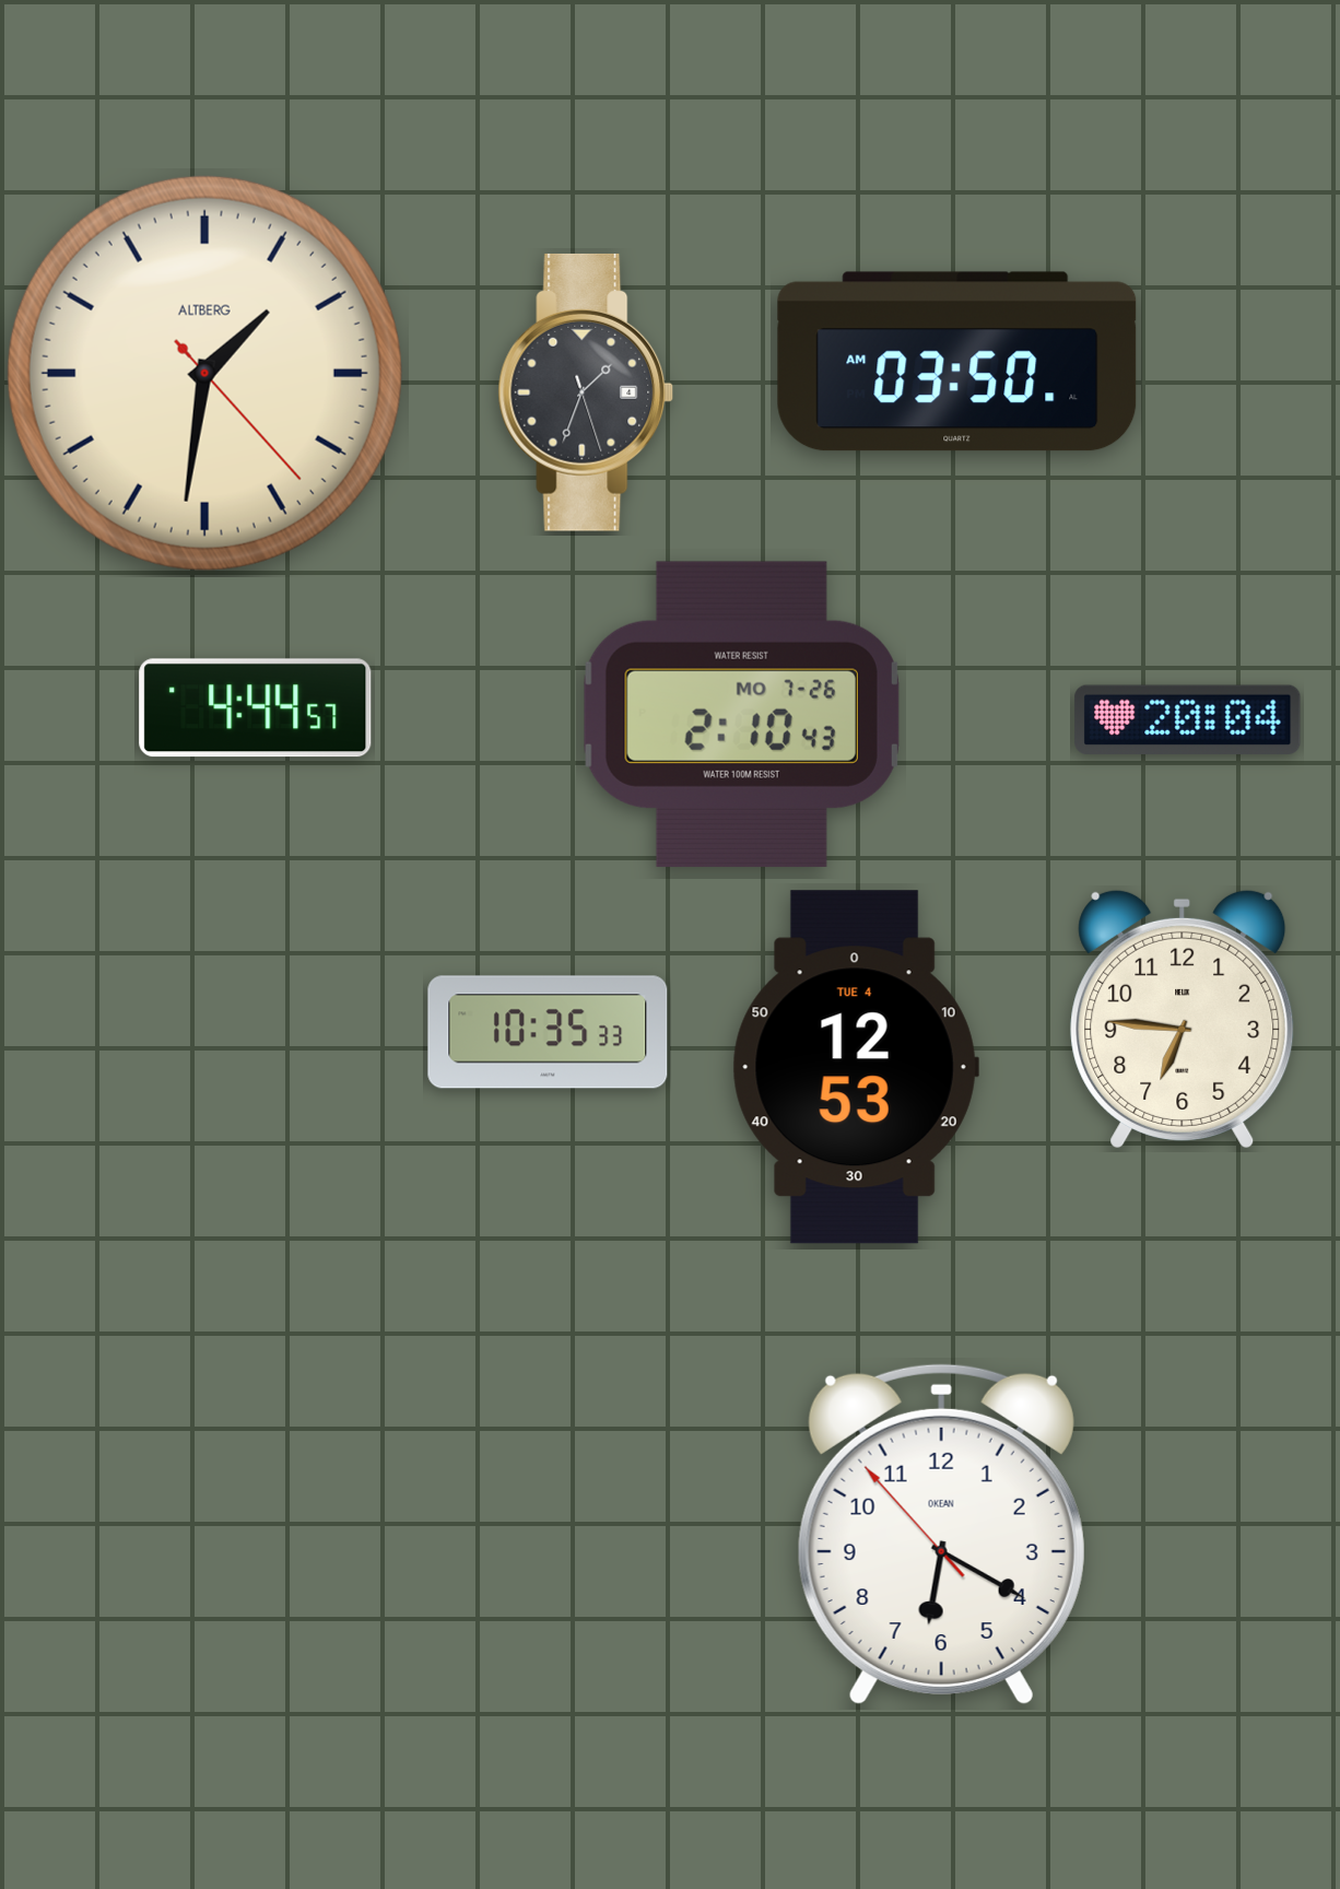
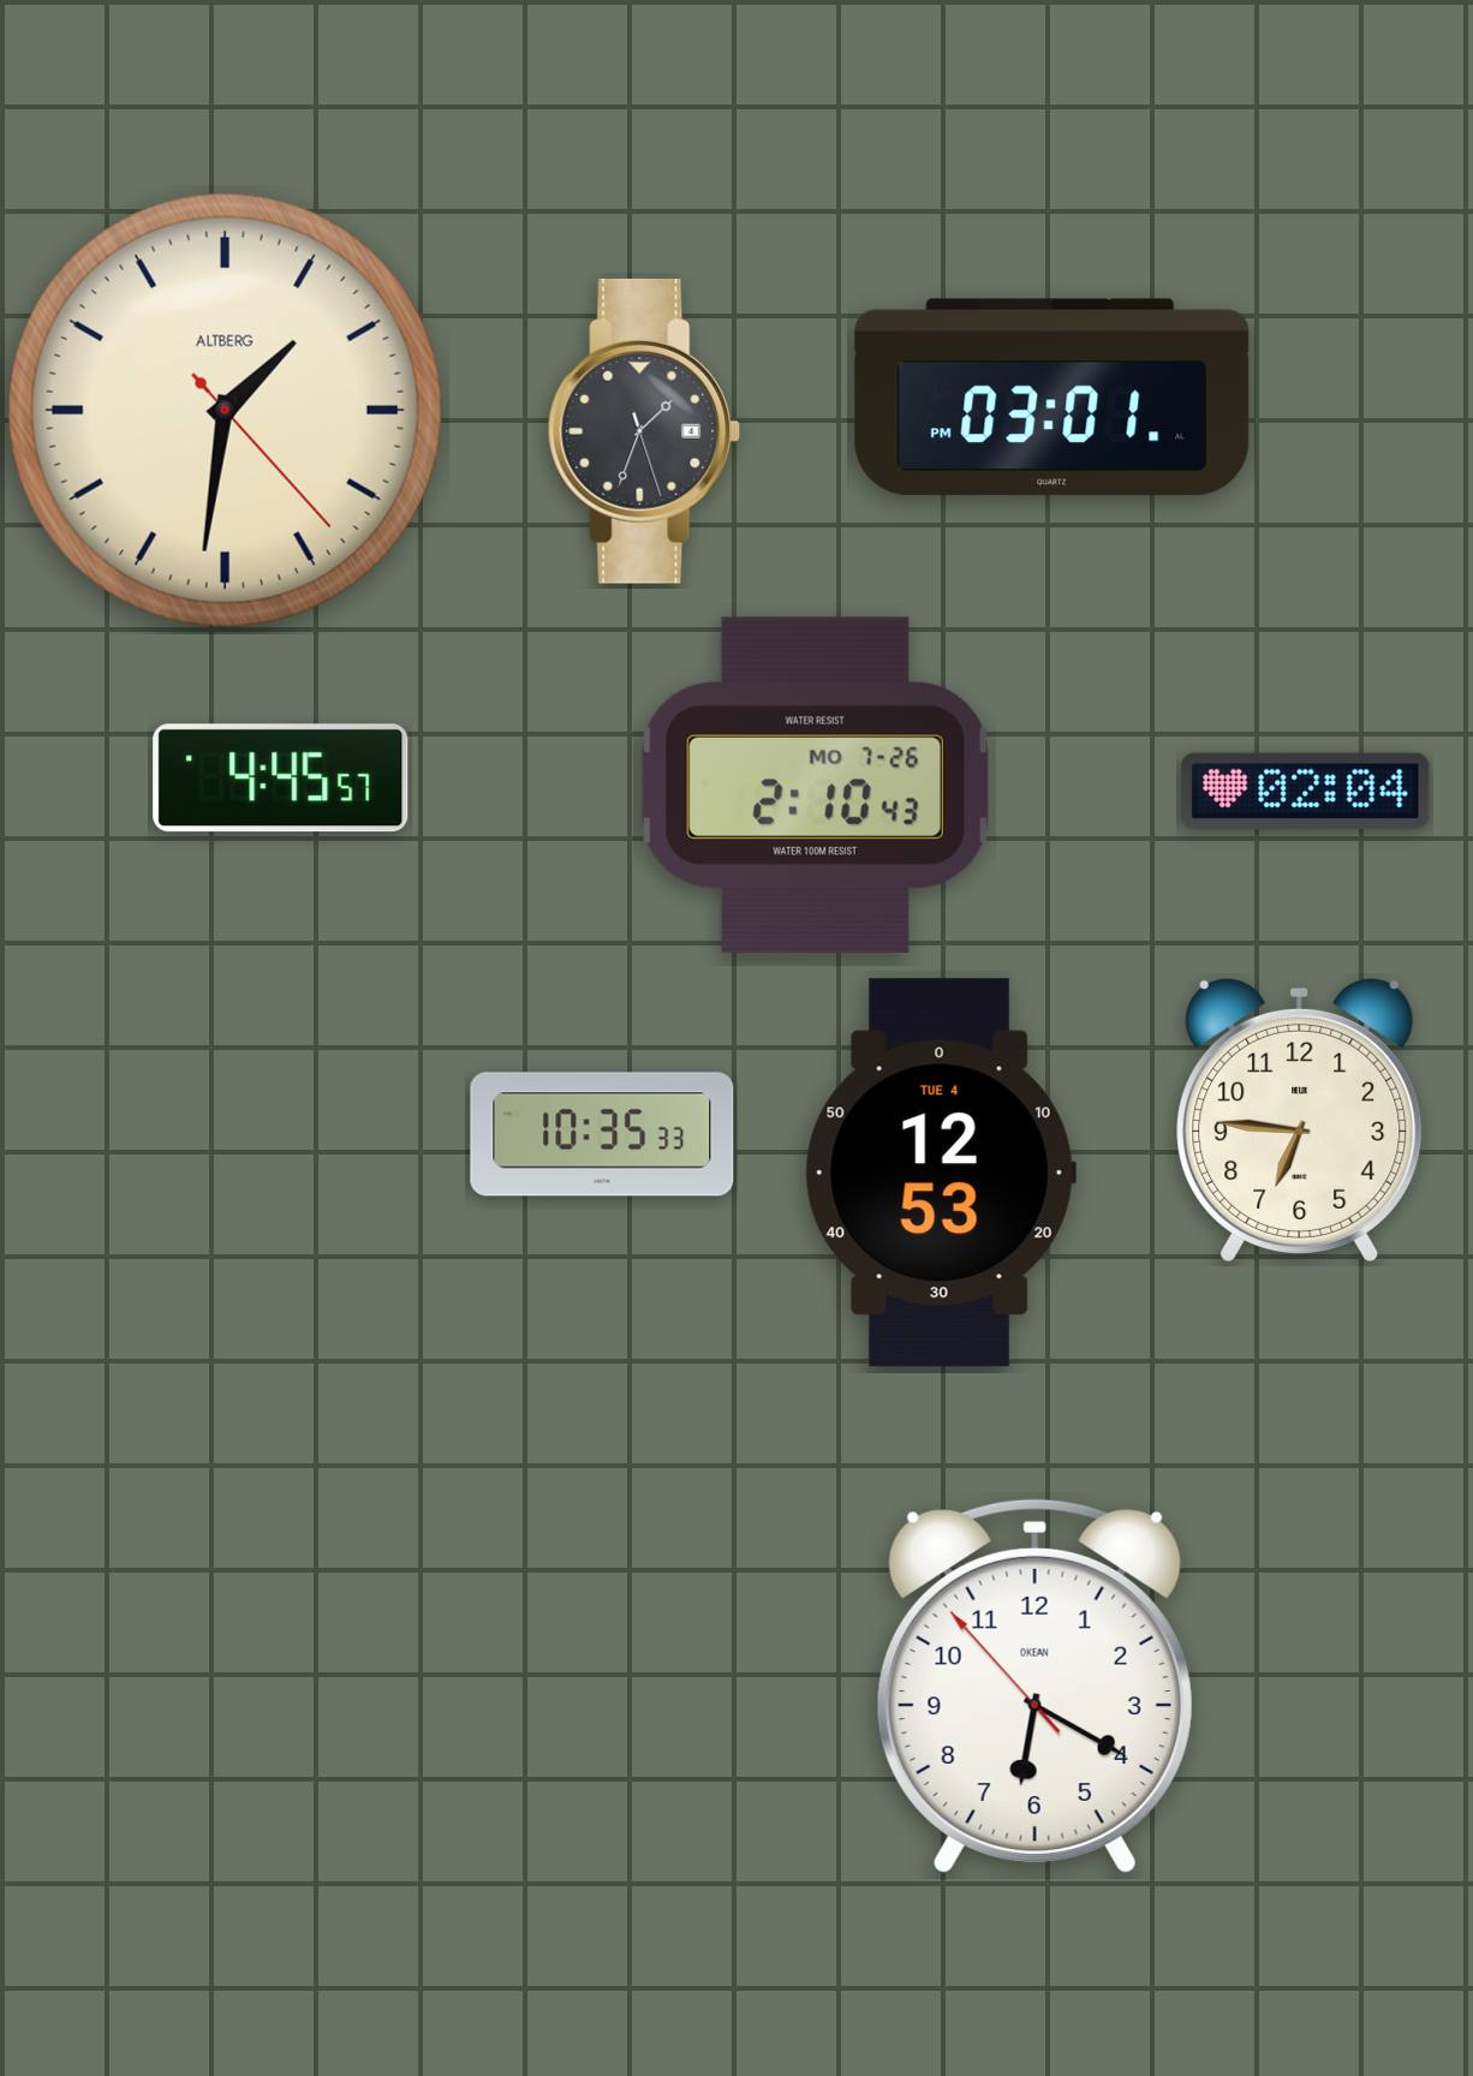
clock at (957, 362): 03:50 -> 03:01
clock at (256, 708): 4:44 -> 4:45
clock at (1188, 719): 20:04 -> 02:04
